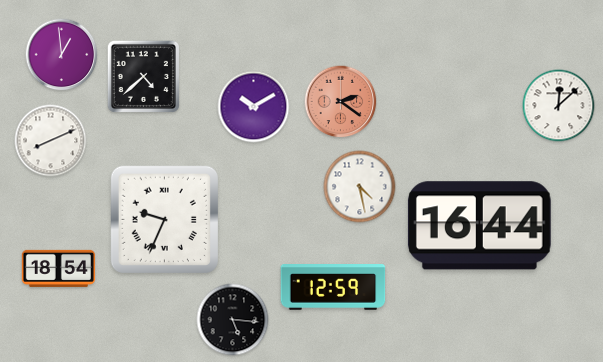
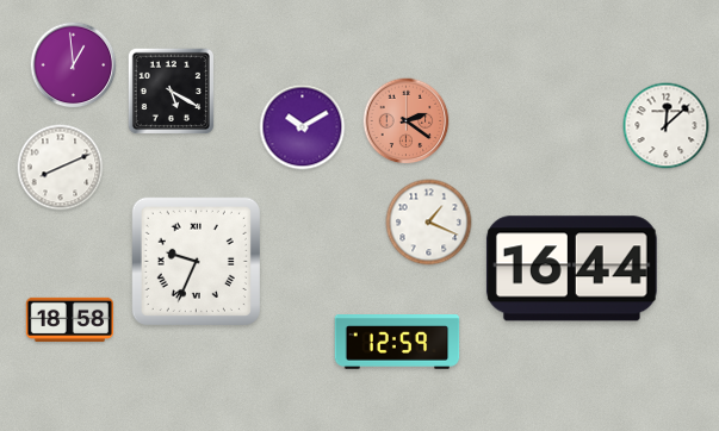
clock at (143, 76): 4:38 -> 5:20
clock at (360, 187): 4:28 -> 1:19
clock at (58, 268): 18:54 -> 18:58
clock at (233, 320): 5:16 -> none
